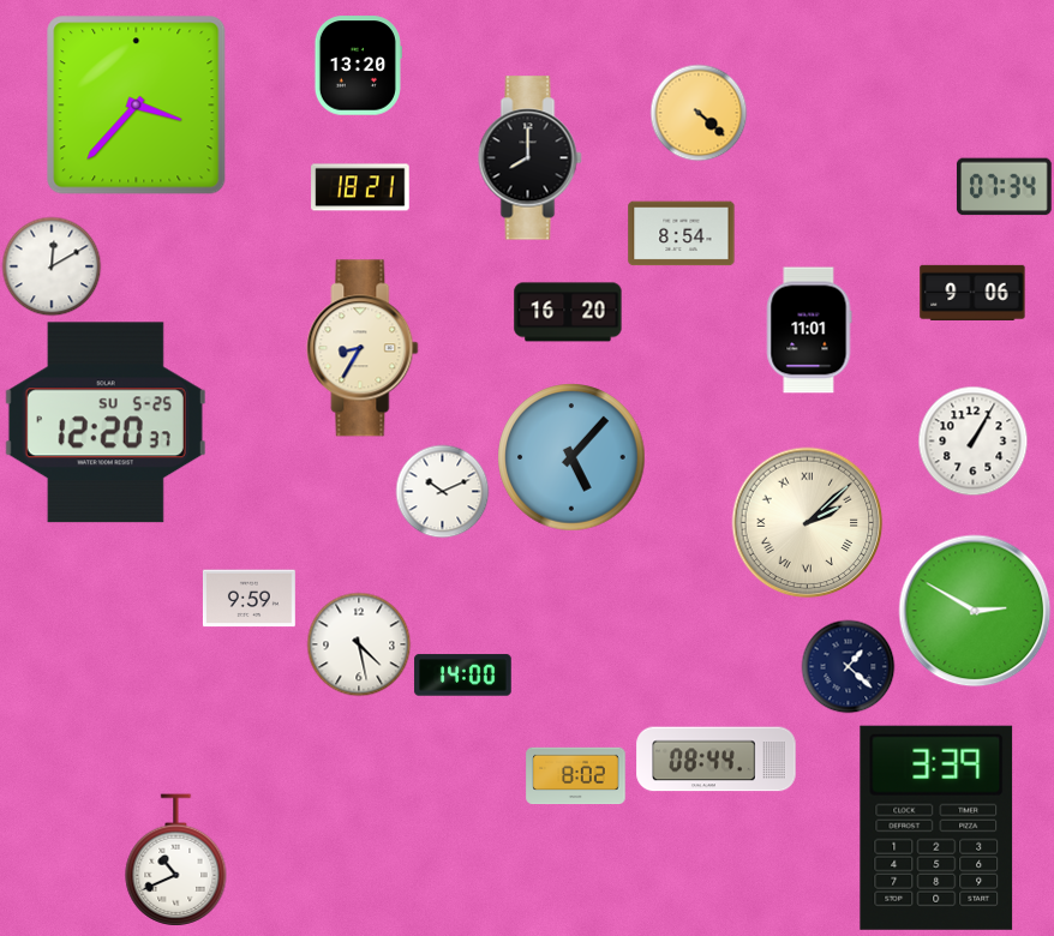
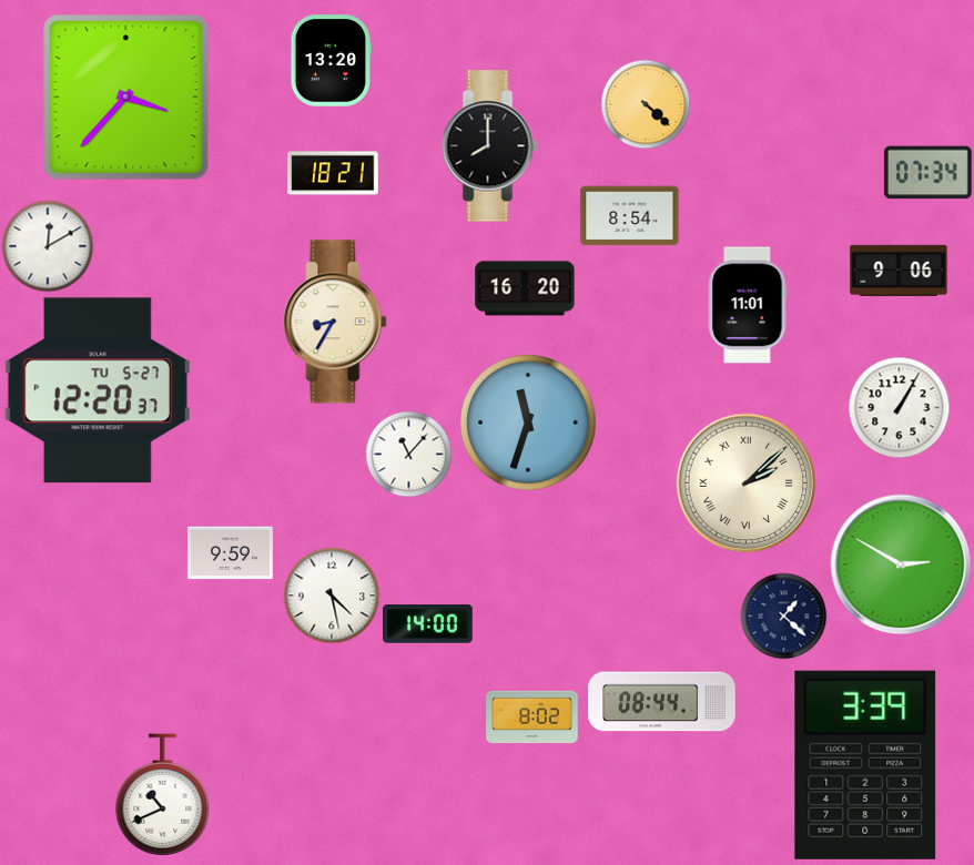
clock at (106, 422) date: SU 5-25 -> TU 5-27
clock at (571, 457): 5:07 -> 11:33
clock at (442, 491): 10:11 -> 11:07
